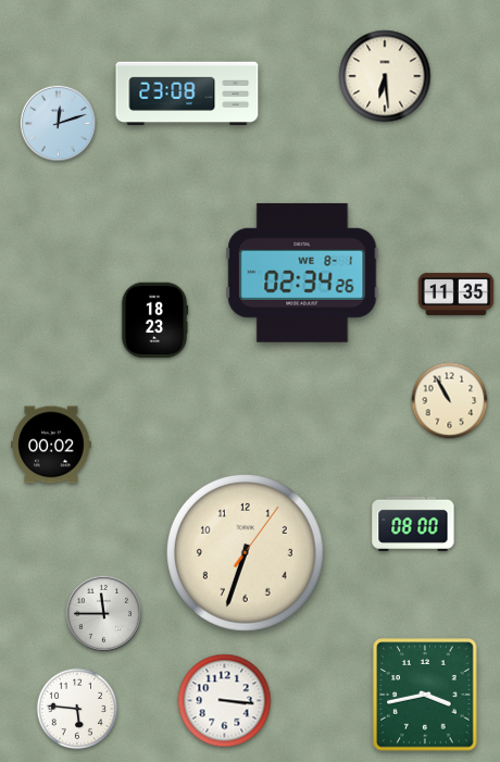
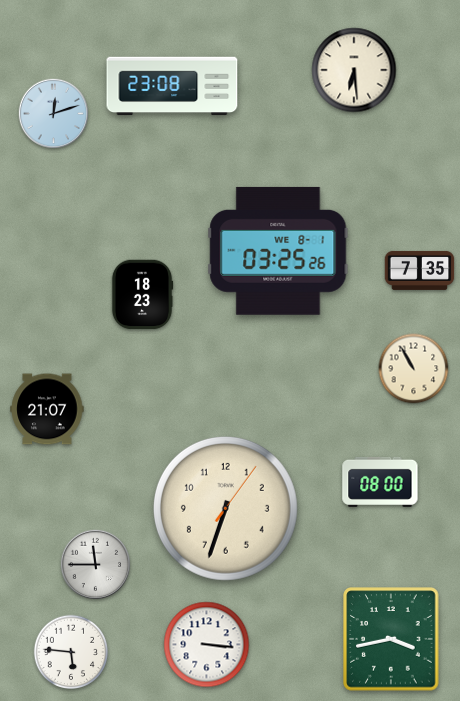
clock at (302, 273): 02:34 -> 03:25
clock at (457, 293): 11:35 -> 7:35
clock at (51, 445): 00:02 -> 21:07
